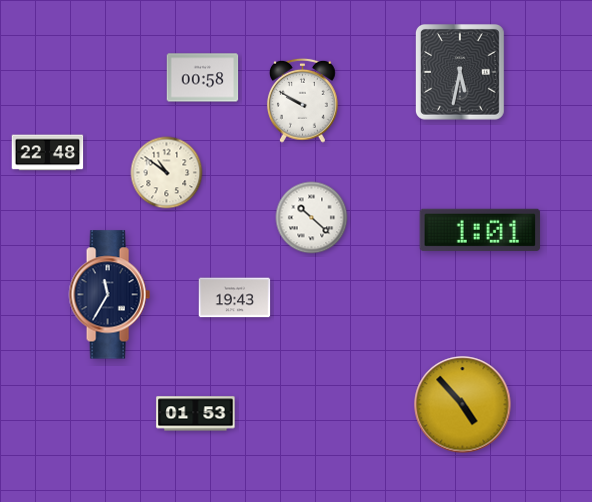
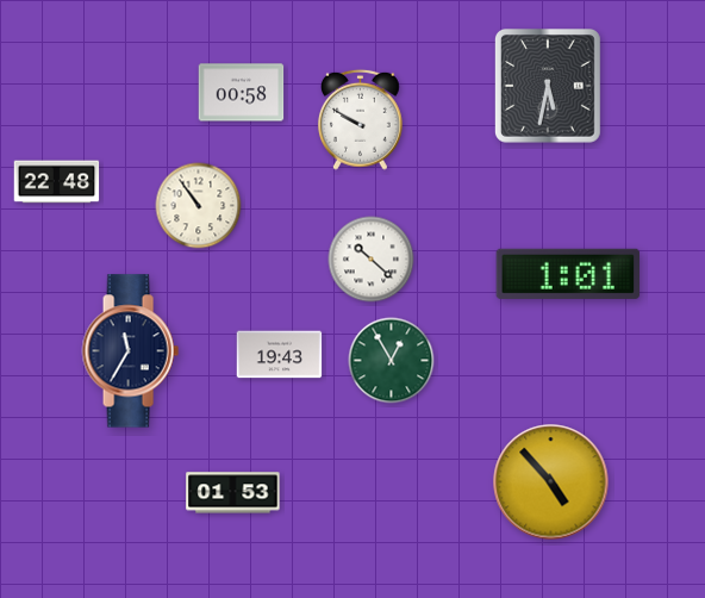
clock at (167, 173): 10:51 -> 10:54
clock at (480, 230) position: (480, 230) -> (568, 274)
clock at (392, 361): none -> 12:55
